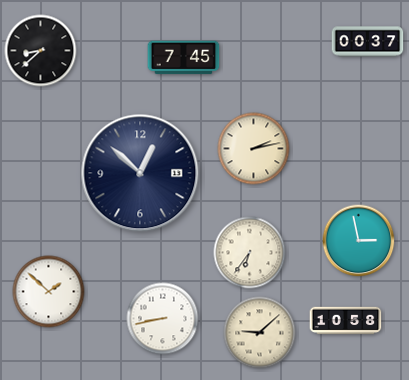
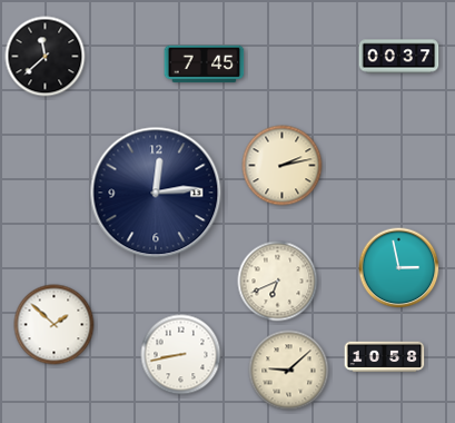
clock at (368, 42) position: (368, 42) -> (399, 57)
clock at (41, 51): 8:38 -> 11:38
clock at (140, 173): 12:52 -> 12:14
clock at (250, 253): 6:36 -> 6:41
